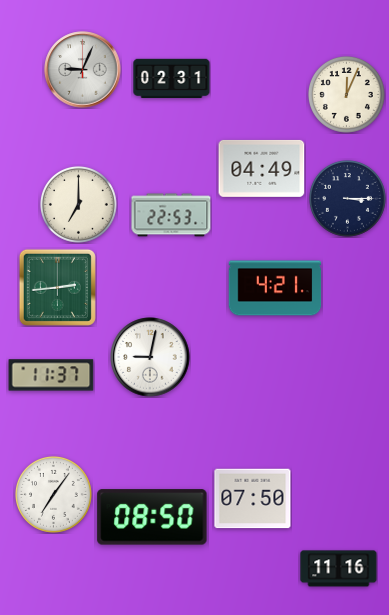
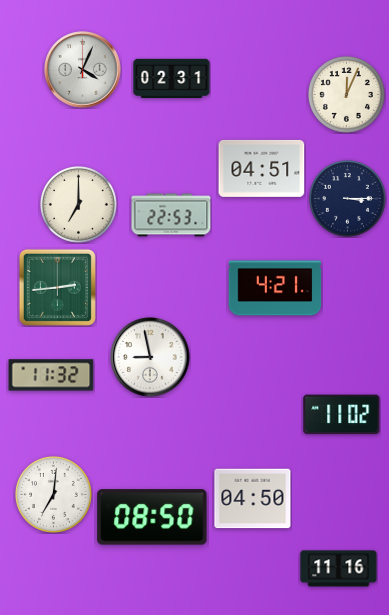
clock at (83, 70): 9:04 -> 4:04
clock at (262, 168): 04:49 -> 04:51
clock at (150, 357): 9:02 -> 8:58
clock at (51, 375): 11:37 -> 11:32
clock at (342, 415): none -> 11:02
clock at (53, 494): 7:06 -> 7:01
clock at (253, 499): 07:50 -> 04:50
